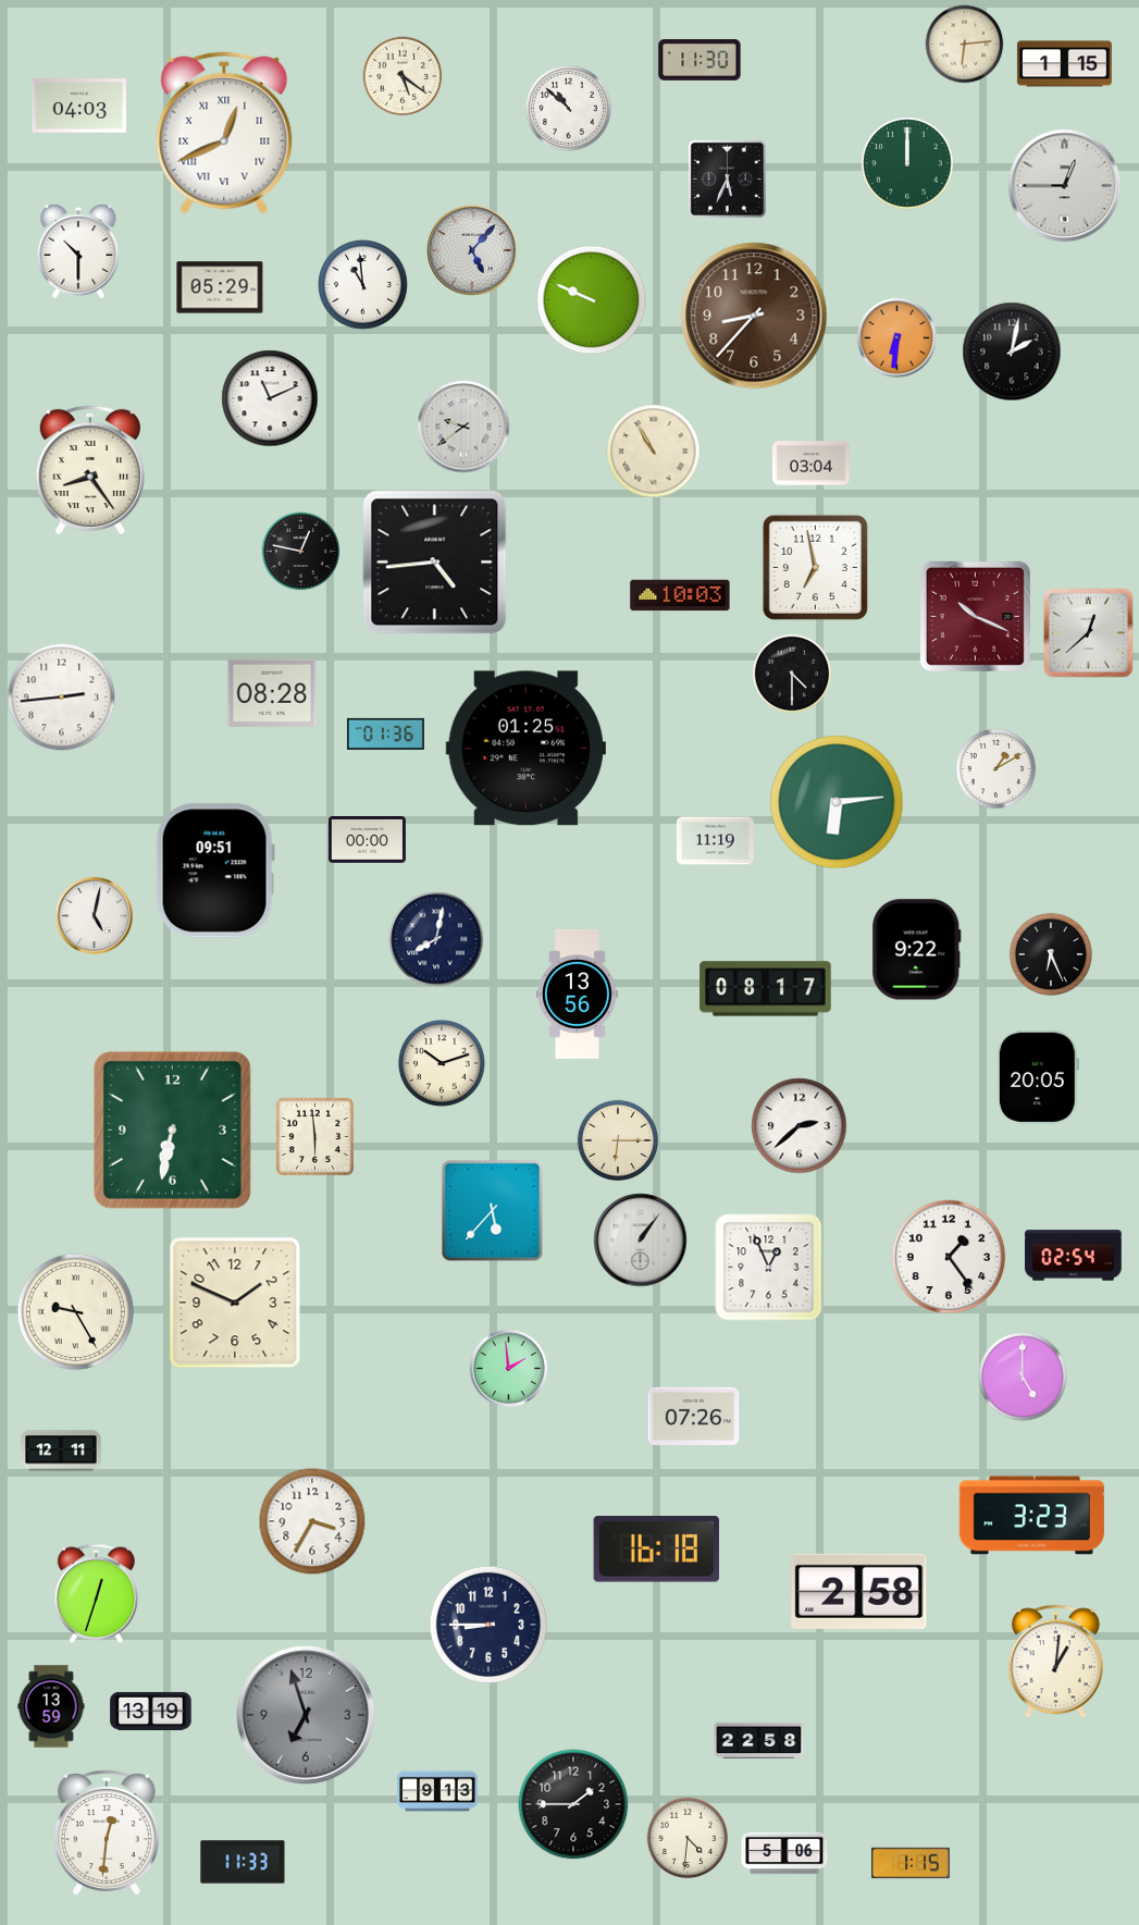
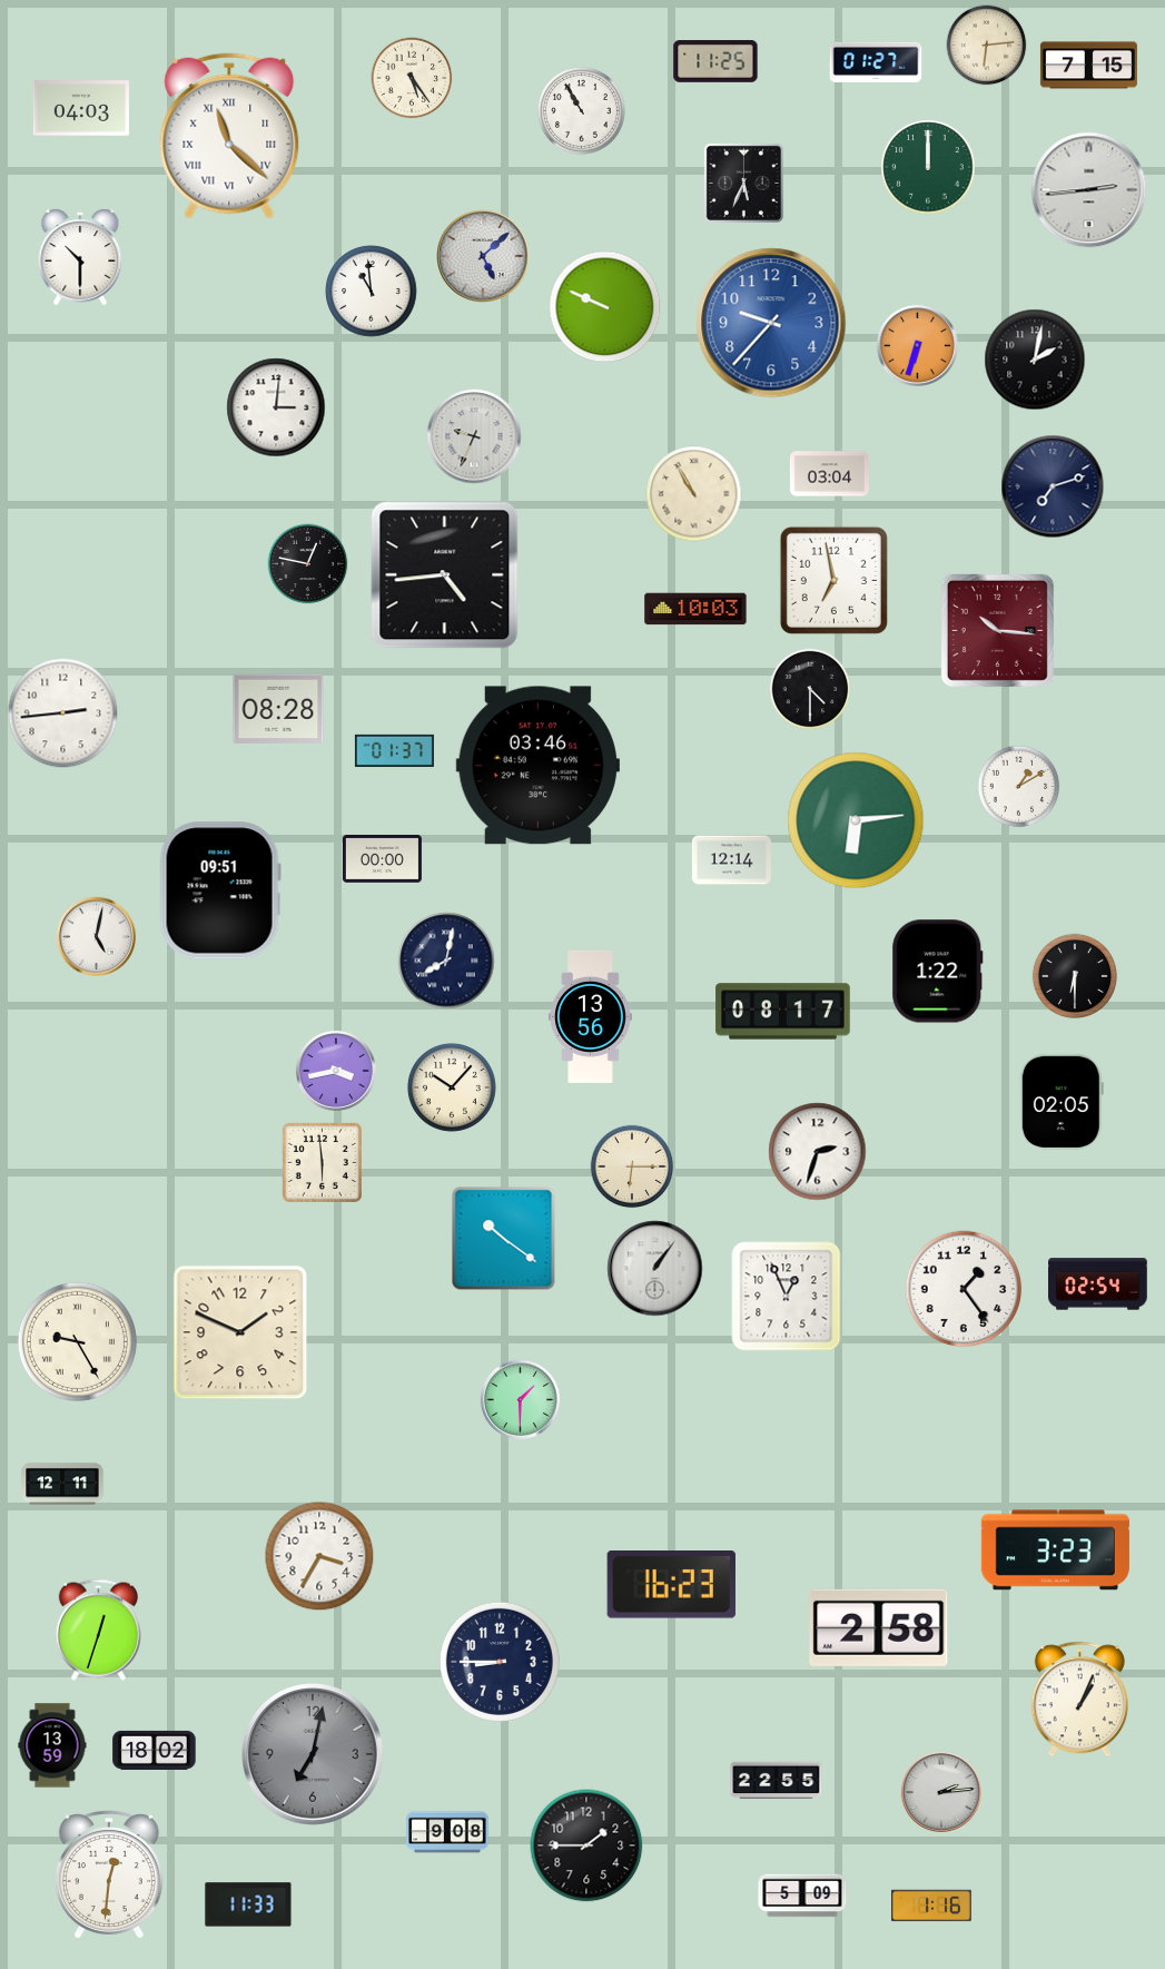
clock at (700, 60): 11:30 -> 11:25
clock at (876, 62): none -> 01:27
clock at (1064, 64): 1:15 -> 7:15
clock at (403, 76): 5:21 -> 5:24
clock at (568, 108): 10:52 -> 10:55
clock at (224, 133): 12:41 -> 11:22
clock at (1065, 186): 12:45 -> 2:44
clock at (472, 250): 5:07 -> 5:08
clock at (220, 287): 05:29 -> none
clock at (754, 316): 8:37 -> 9:37
clock at (754, 316) dial: brown -> blue
clock at (896, 337): 6:31 -> 6:33
clock at (270, 398): 11:11 -> 3:01
clock at (463, 427): 9:39 -> 9:34
clock at (654, 452) position: (654, 452) -> (694, 494)
clock at (90, 470): 8:24 -> none
clock at (1053, 486): none -> 7:12
clock at (975, 616): 10:19 -> 10:16
clock at (1089, 633): 12:38 -> none
clock at (385, 733): 01:36 -> 01:37
clock at (525, 749): 01:25 -> 03:46
clock at (367, 840) position: (367, 840) -> (382, 859)
clock at (715, 841): 11:19 -> 12:14
clock at (917, 950): 9:22 -> 1:22
clock at (1051, 954): 6:26 -> 6:30
clock at (336, 1071): none -> 3:43
clock at (442, 1063): 10:12 -> 10:07
clock at (1038, 1077): 20:05 -> 02:05
clock at (800, 1126): 2:38 -> 2:33
clock at (172, 1130): 6:32 -> none
clock at (493, 1211): 5:37 -> 10:21
clock at (949, 1257) position: (949, 1257) -> (964, 1289)
clock at (508, 1368): 1:59 -> 1:30
clock at (1023, 1377): 5:00 -> none
clock at (694, 1416): 07:26 -> none
clock at (656, 1550): 16:18 -> 16:23
clock at (1055, 1662): 1:01 -> 1:04
clock at (151, 1711): 13:19 -> 18:02
clock at (306, 1715): 6:57 -> 7:02
clock at (759, 1740): 22:58 -> 22:55
clock at (941, 1792): none -> 2:14
clock at (437, 1791): 9:13 -> 9:08
clock at (688, 1838): 4:31 -> none
clock at (784, 1853): 5:06 -> 5:09
clock at (911, 1863): 1:15 -> 1:16
